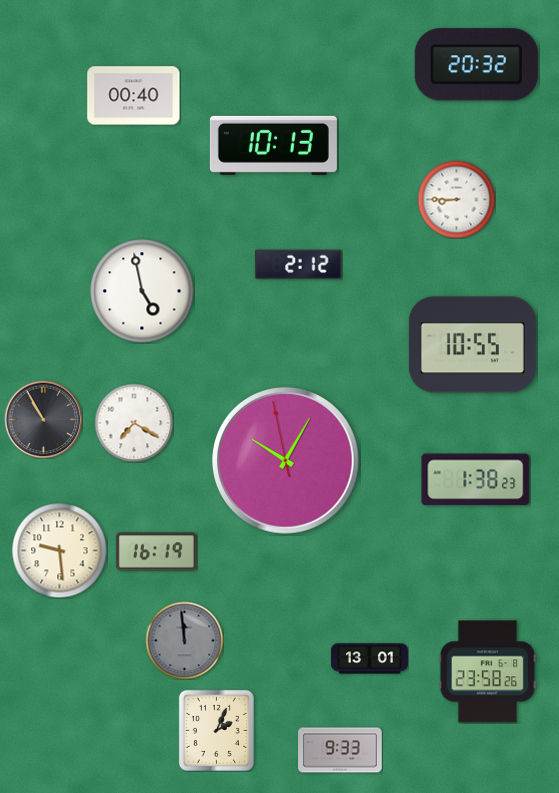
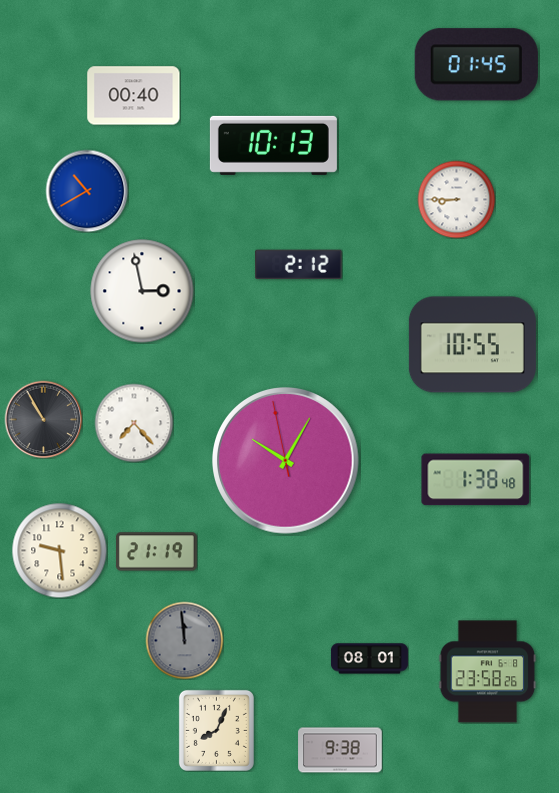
clock at (476, 65): 20:32 -> 01:45
clock at (87, 191): none -> 10:40
clock at (142, 291): 4:58 -> 2:58
clock at (134, 423): 7:20 -> 7:23
clock at (476, 480): 1:38:23 -> 1:38:48
clock at (157, 552): 16:19 -> 21:19
clock at (369, 659): 13:01 -> 08:01
clock at (216, 730): 2:04 -> 8:04
clock at (340, 750): 9:33 -> 9:38
